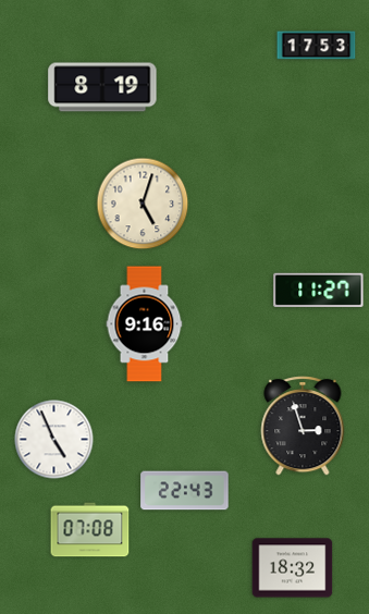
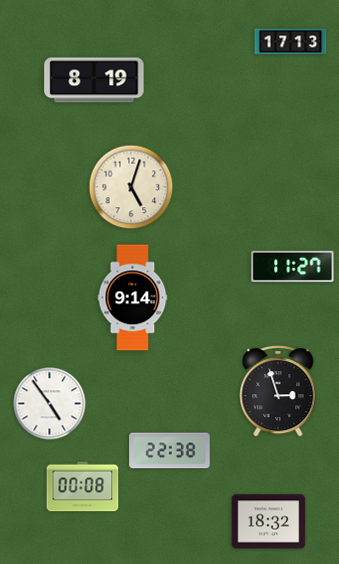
clock at (317, 46): 17:53 -> 17:13
clock at (145, 324): 9:16 -> 9:14
clock at (54, 440): 4:56 -> 4:54
clock at (185, 491): 22:43 -> 22:38
clock at (90, 530): 07:08 -> 00:08
